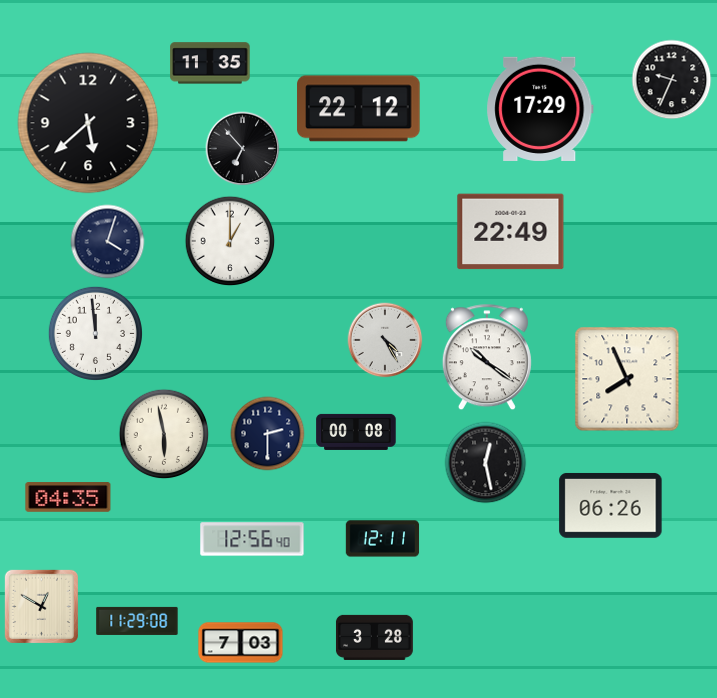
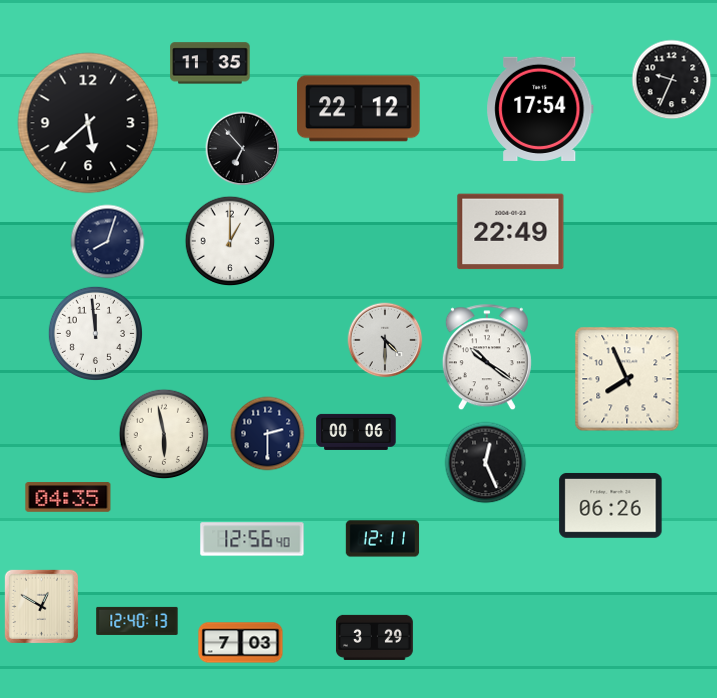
clock at (540, 109): 17:29 -> 17:54
clock at (108, 242): 4:03 -> 8:03
clock at (385, 340): 4:25 -> 4:30
clock at (356, 432): 00:08 -> 00:06
clock at (486, 463): 12:28 -> 12:26
clock at (137, 621): 11:29 -> 12:40
clock at (374, 637): 3:28 -> 3:29
